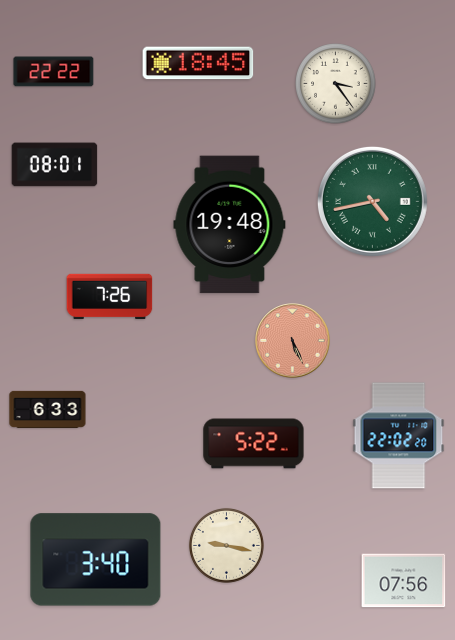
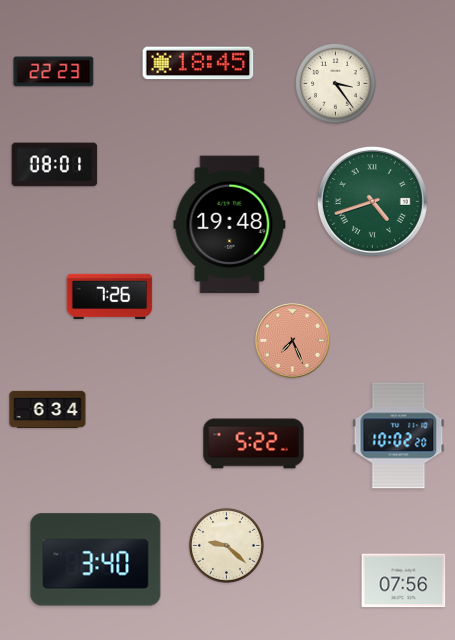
clock at (54, 72): 22:22 -> 22:23
clock at (372, 201): 4:43 -> 4:42
clock at (293, 341): 5:26 -> 7:26
clock at (48, 409): 6:33 -> 6:34
clock at (399, 436): 22:02 -> 10:02
clock at (226, 545): 9:17 -> 9:22
